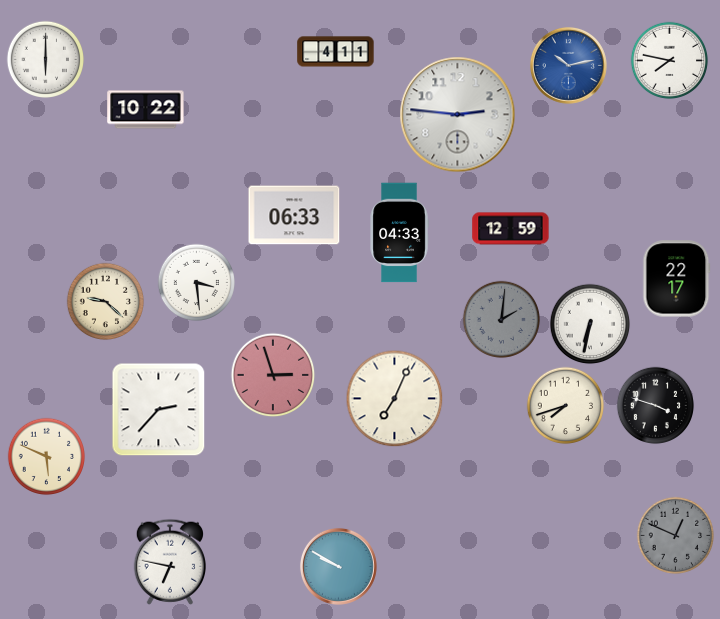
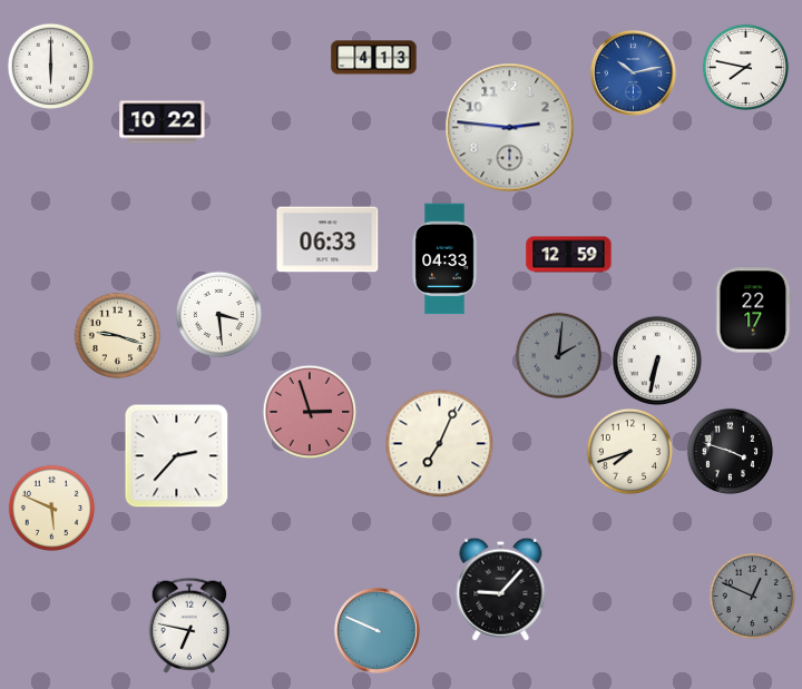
clock at (336, 52): 4:11 -> 4:13
clock at (105, 301): 9:22 -> 9:18
clock at (273, 375) position: (273, 375) -> (310, 412)
clock at (501, 589): none -> 9:07
clock at (338, 566): 9:50 -> 9:49
